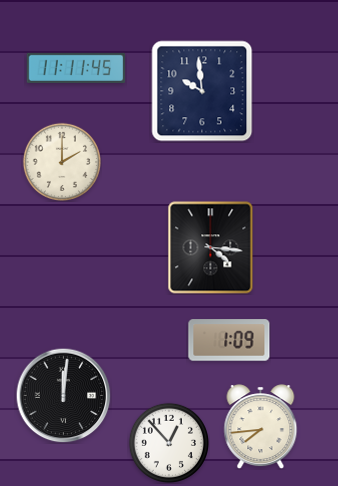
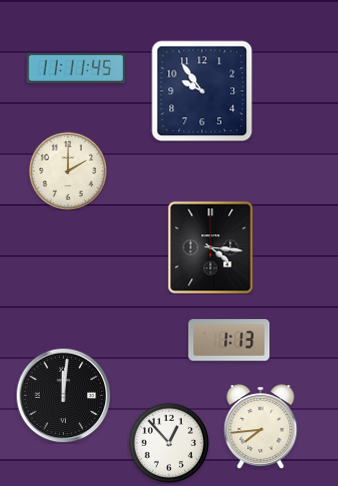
clock at (202, 91): 9:59 -> 9:54
clock at (62, 162) position: (62, 162) -> (68, 171)
clock at (229, 340): 1:09 -> 1:13
